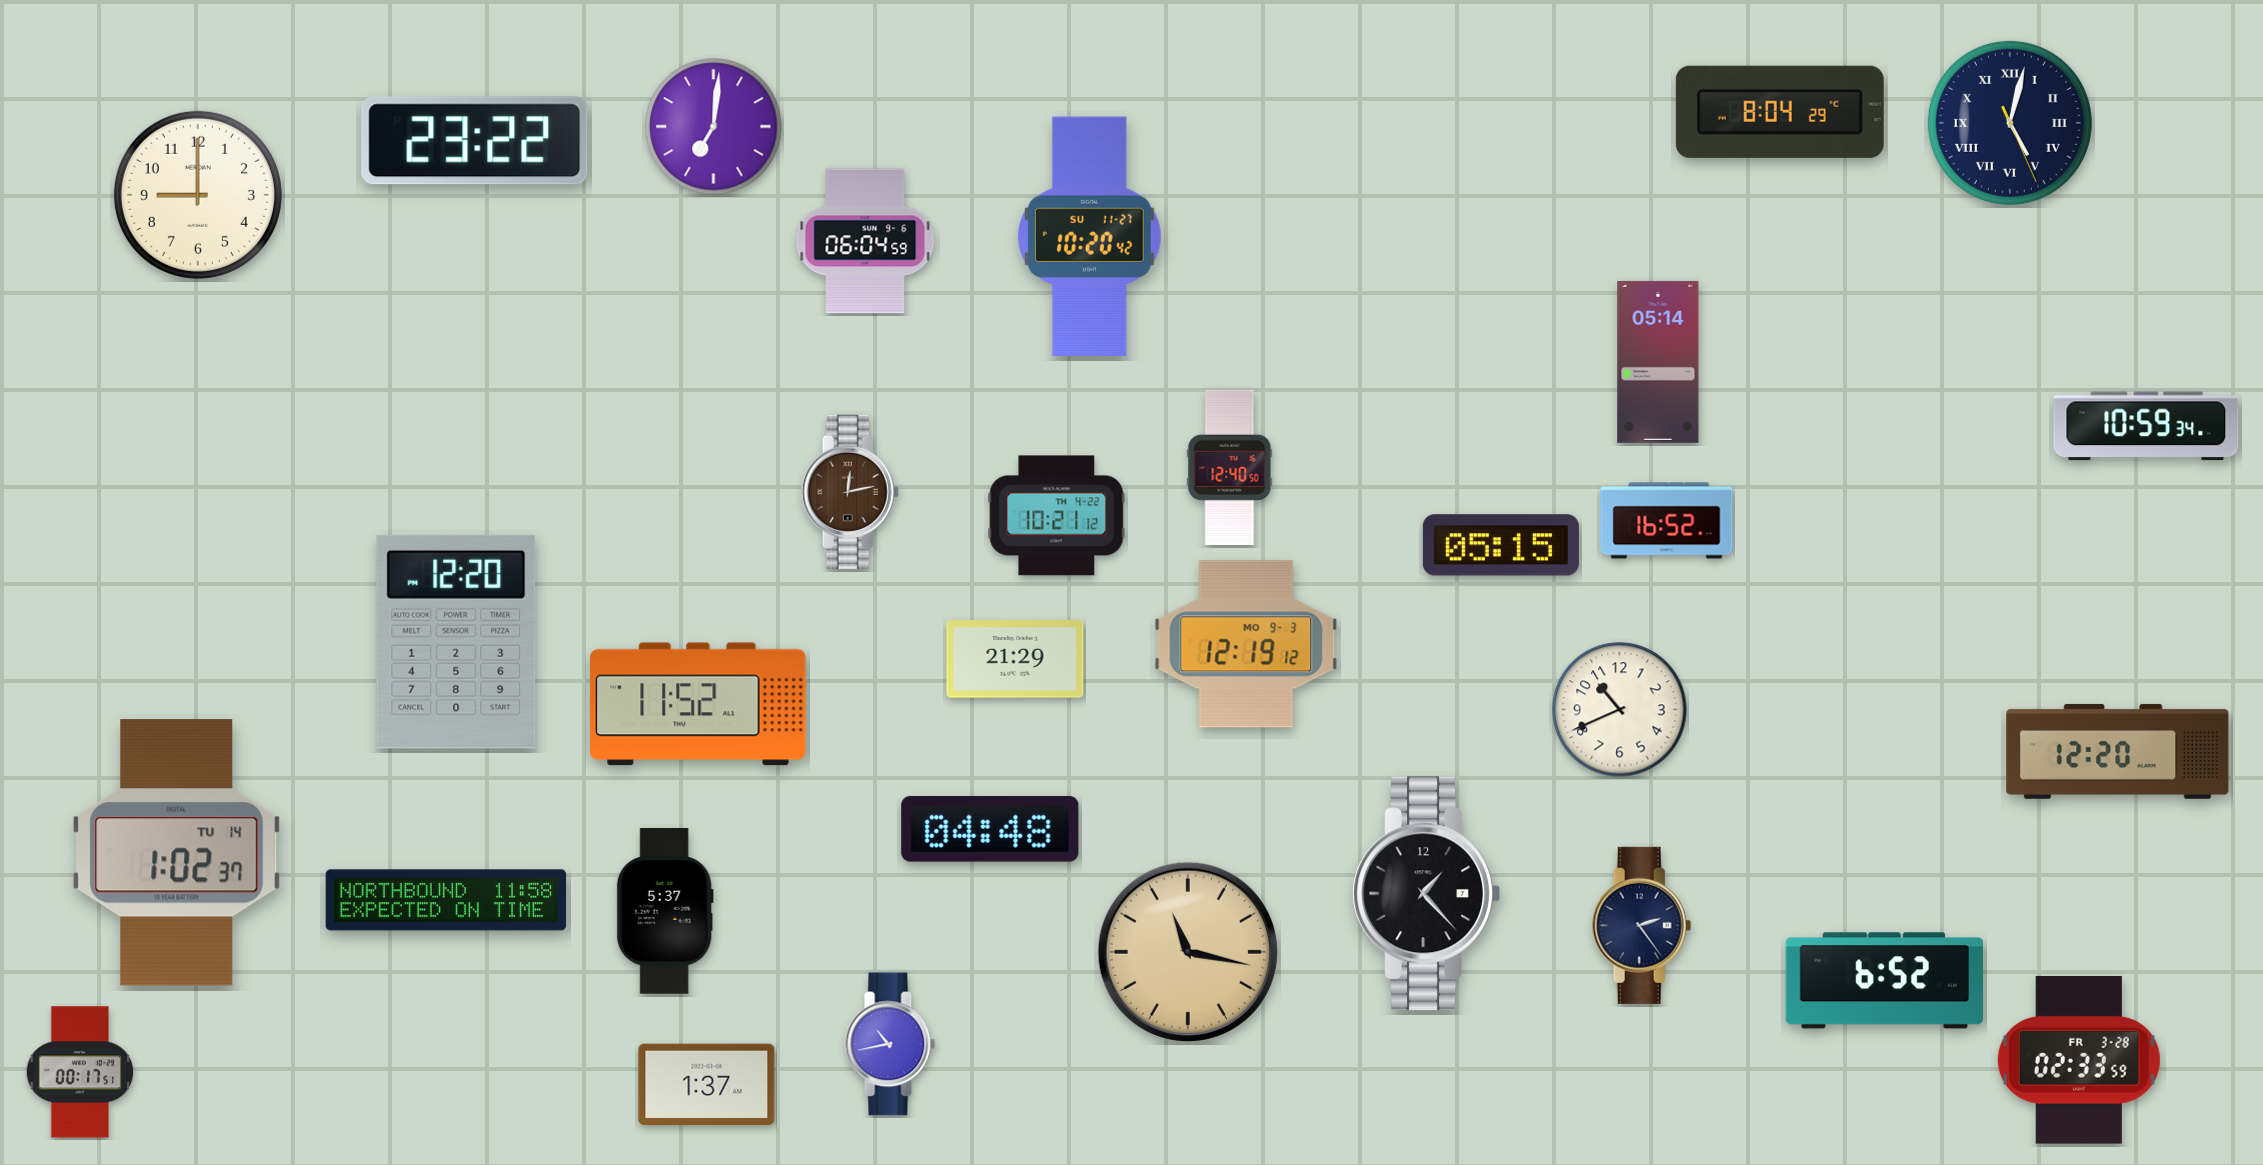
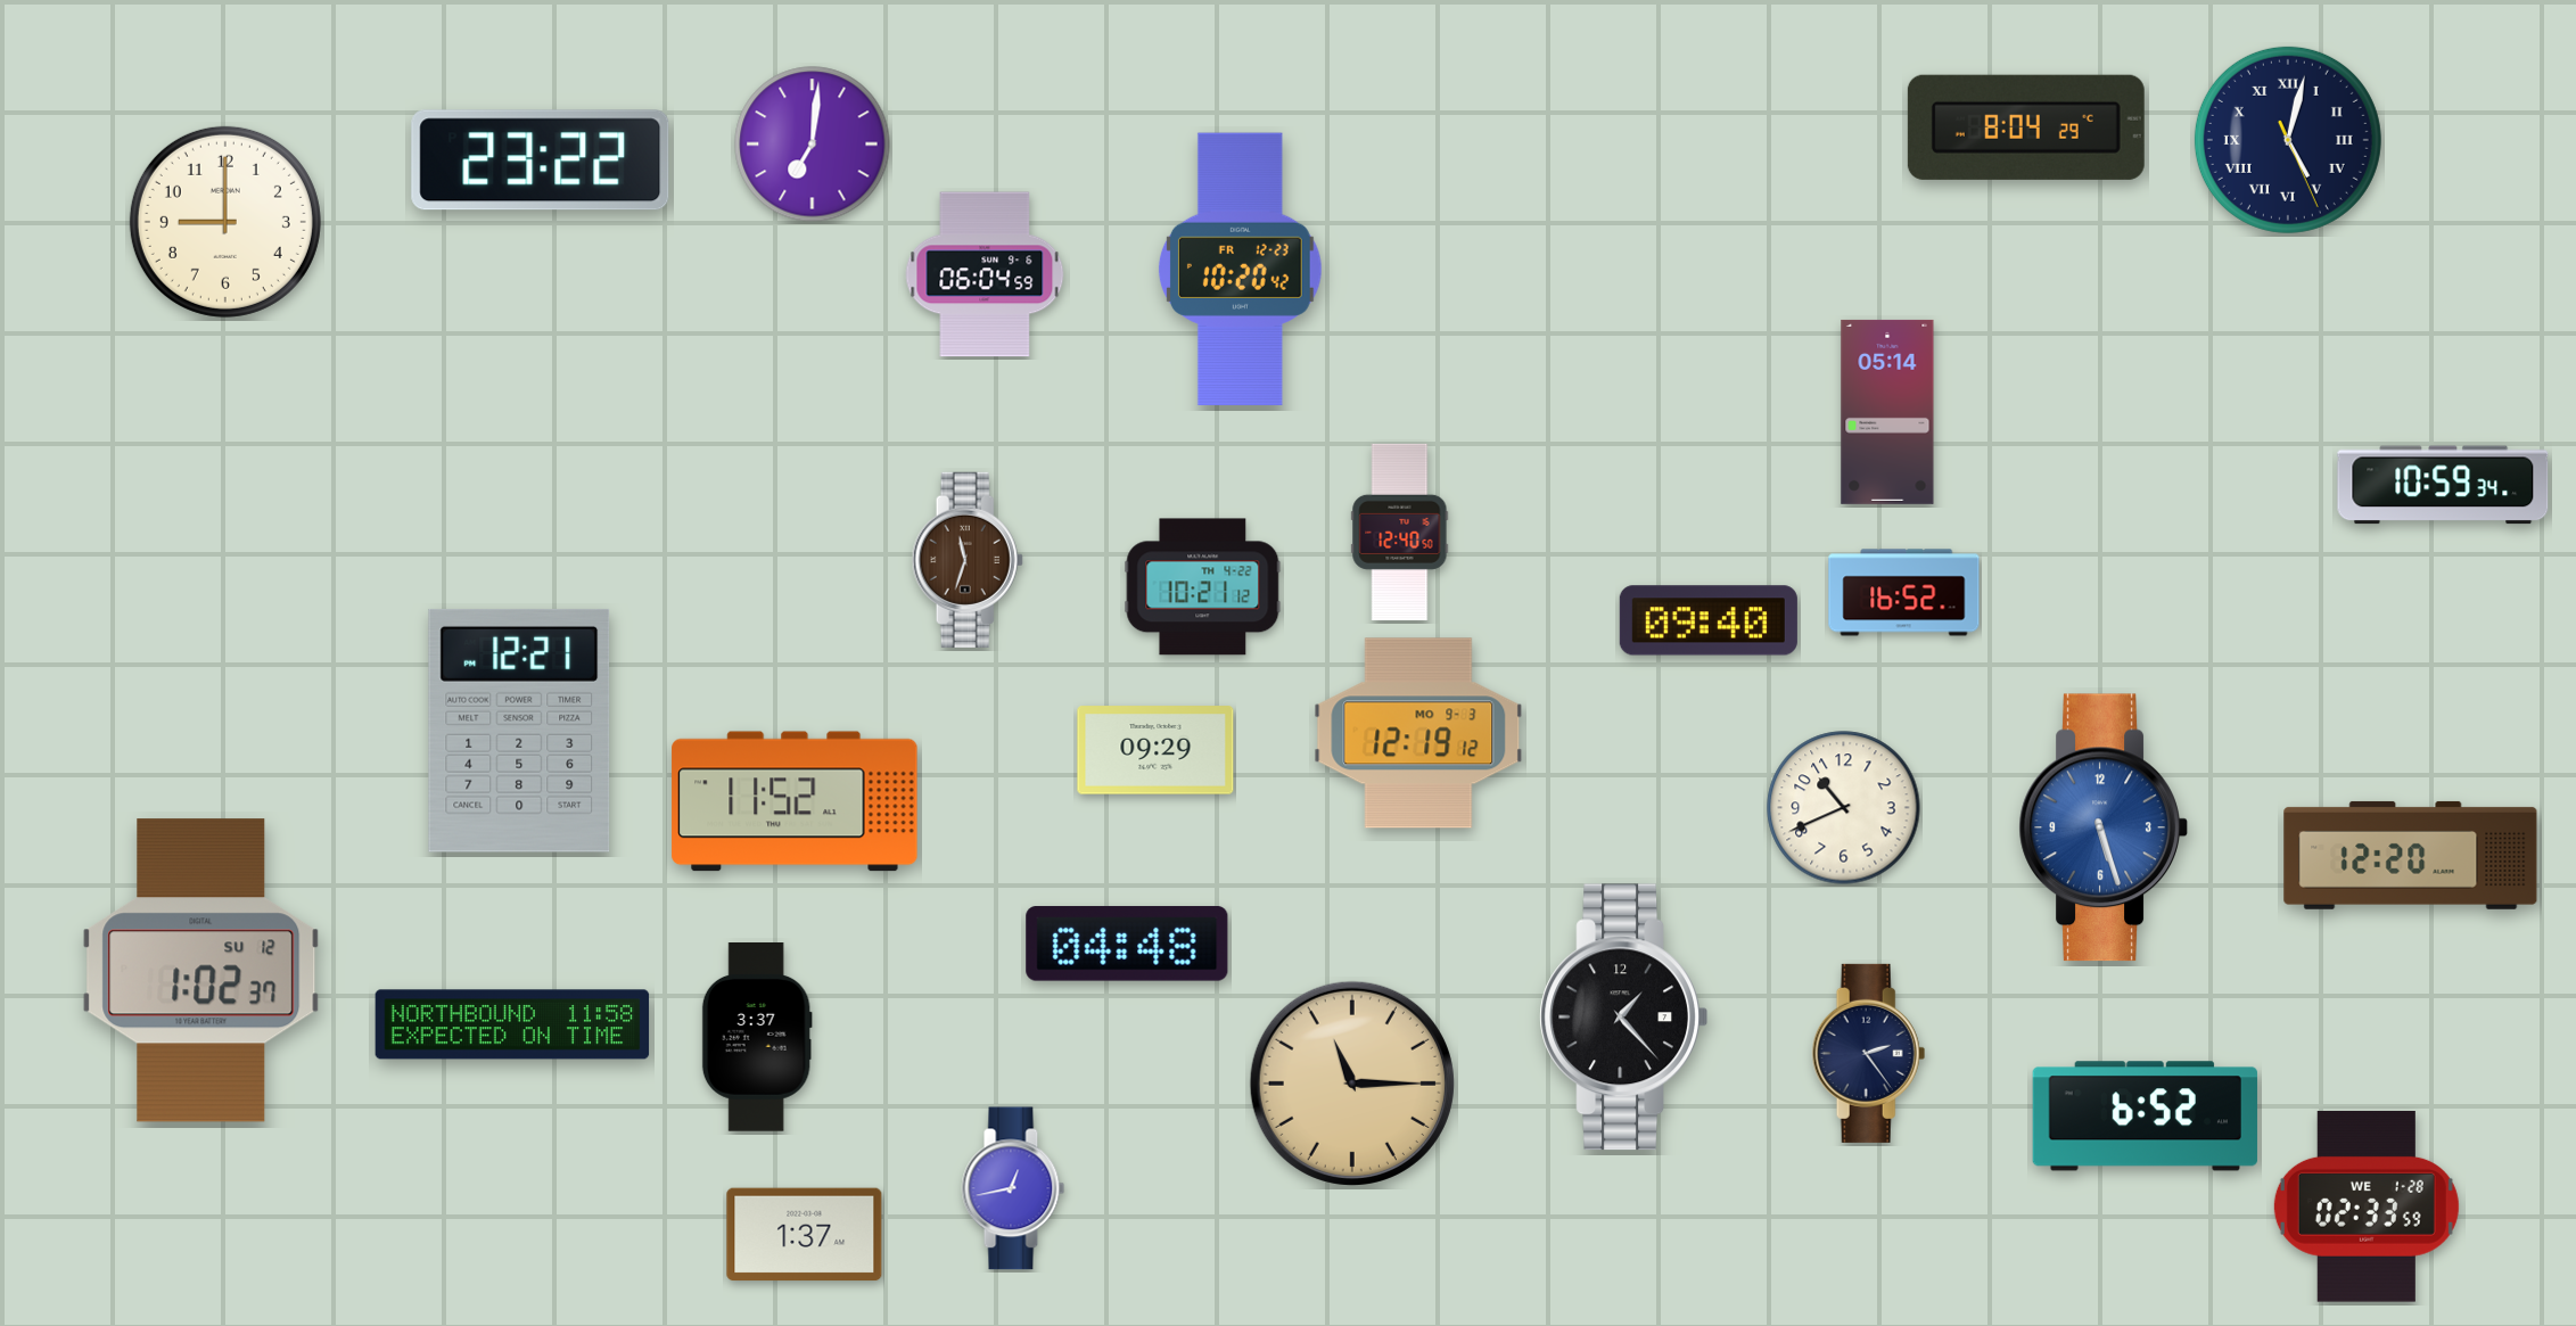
clock at (1089, 237) date: SU 11-27 -> FR 12-23
clock at (850, 492): 12:13 -> 11:33
clock at (1667, 521) position: (1667, 521) -> (1904, 593)
clock at (1501, 545): 05:15 -> 09:40
clock at (456, 642): 12:20 -> 12:21
clock at (1015, 659): 21:29 -> 09:29
clock at (2104, 827): none -> 5:27
clock at (177, 853) date: TU 14 -> SU 12
clock at (446, 900) position: (446, 900) -> (512, 1024)
clock at (665, 912): 5:37 -> 3:37
clock at (1188, 952): 11:17 -> 11:15
clock at (890, 1044): 10:43 -> 12:43
clock at (2079, 1061) date: FR 3-28 -> WE 1-28
clock at (80, 1072): 00:17 -> none
